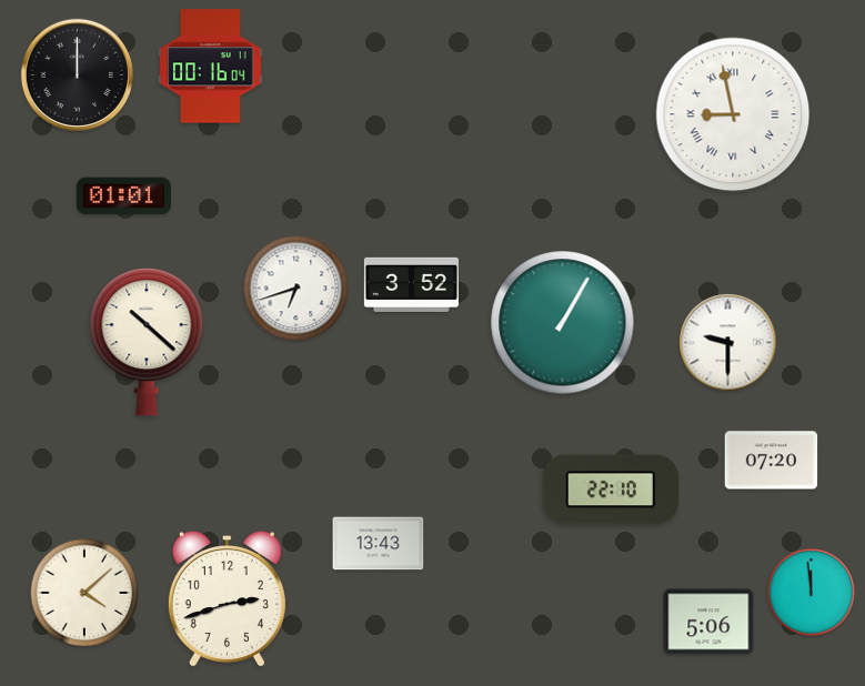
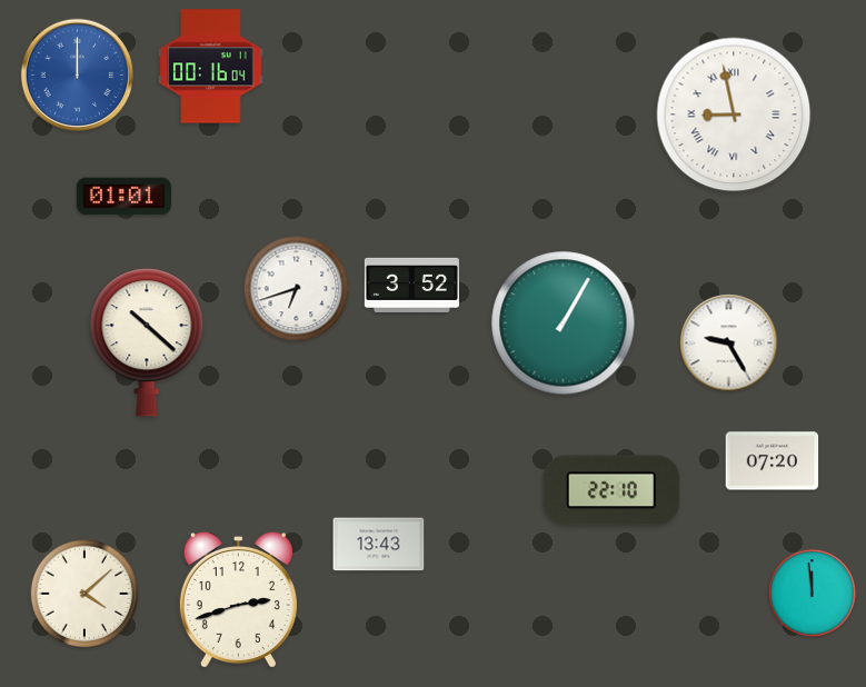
clock at (77, 74) dial: black -> blue
clock at (728, 343): 9:30 -> 9:25
clock at (227, 599) position: (227, 599) -> (238, 600)
clock at (708, 622): 5:06 -> none
